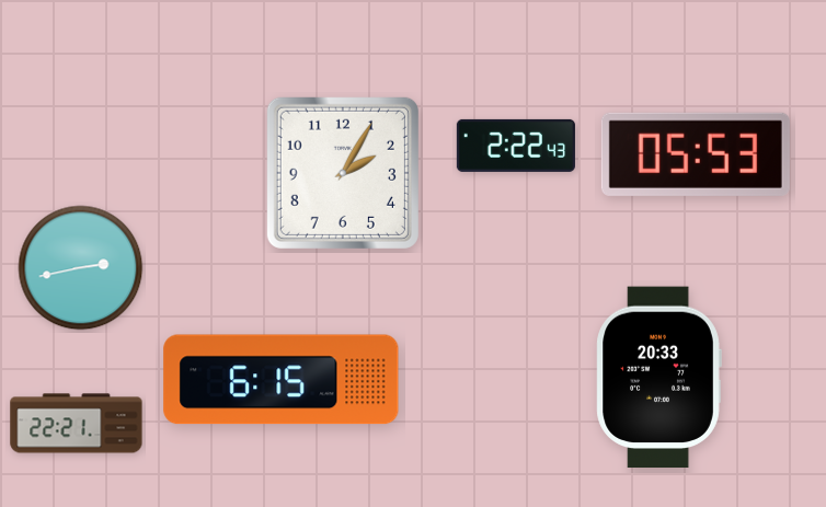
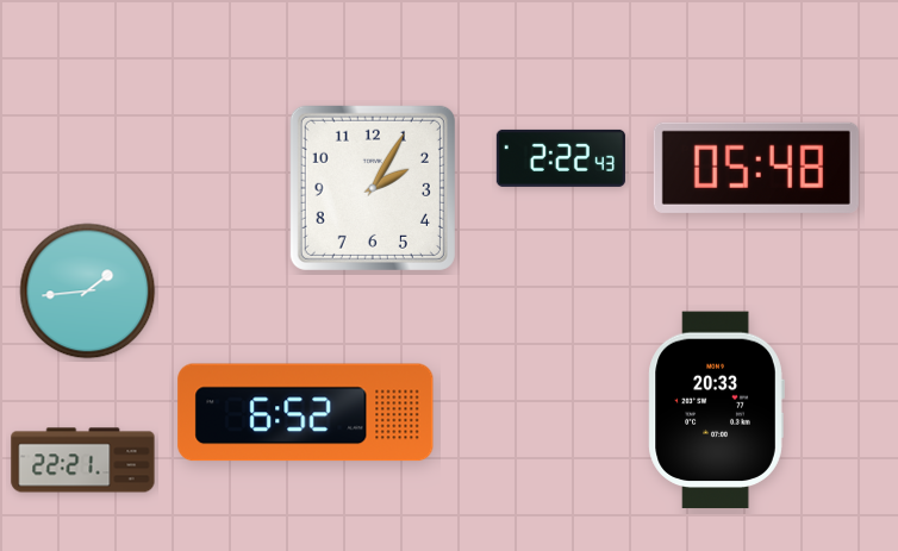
clock at (696, 154): 05:53 -> 05:48
clock at (81, 268): 2:43 -> 1:44
clock at (282, 380): 6:15 -> 6:52
